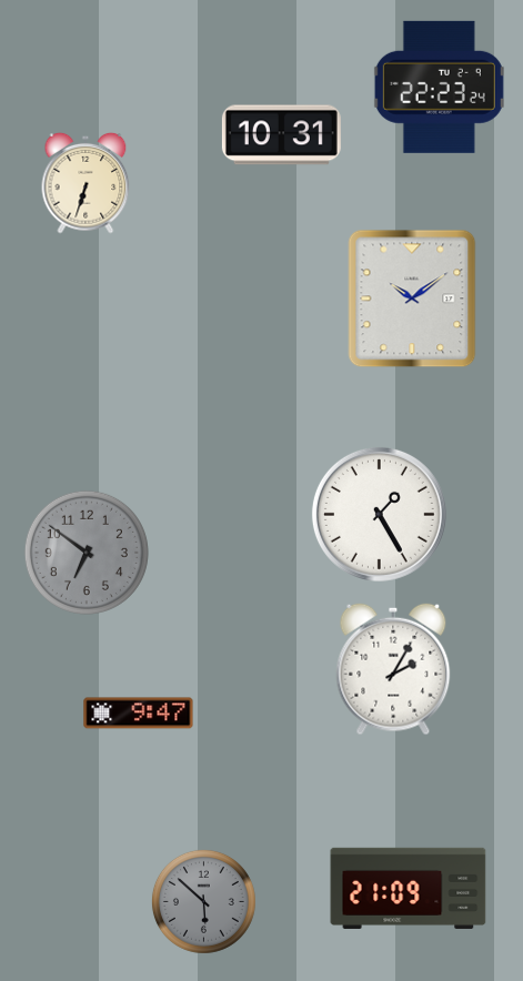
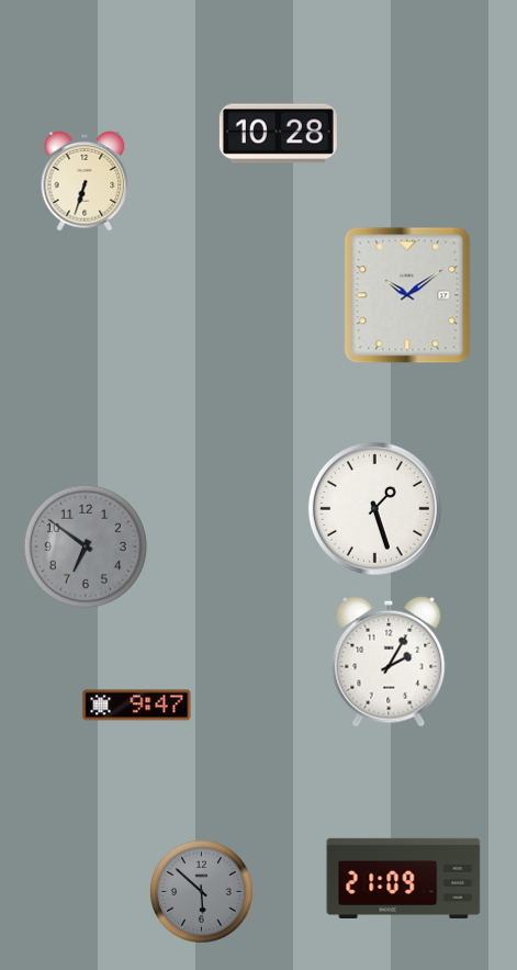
clock at (439, 87): 22:23 -> none
clock at (281, 135): 10:31 -> 10:28
clock at (379, 514): 1:25 -> 1:27
